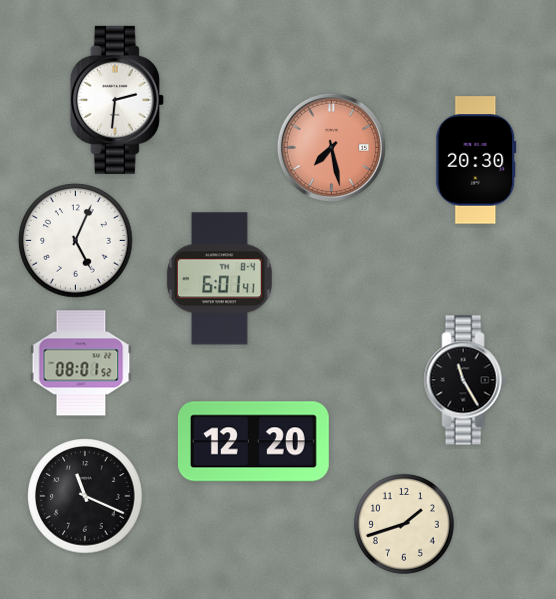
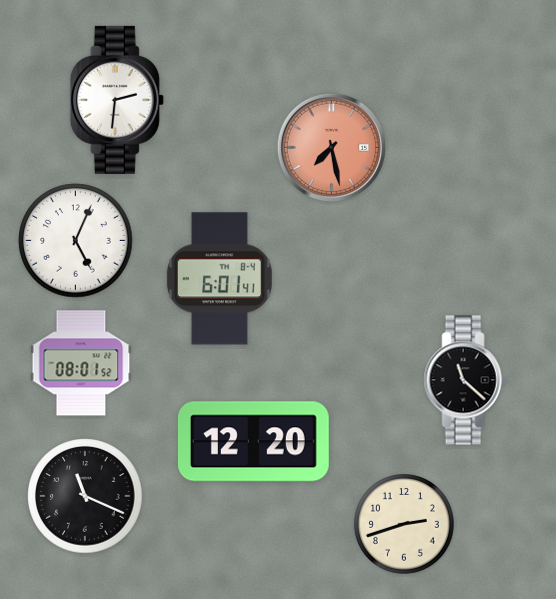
clock at (476, 160): 20:30 -> none
clock at (465, 380): 11:25 -> 11:22
clock at (405, 525): 1:42 -> 2:42
